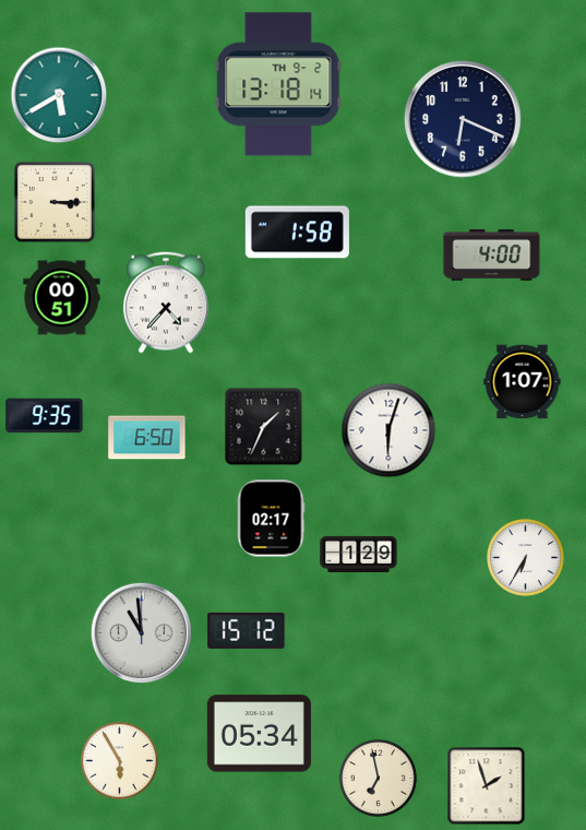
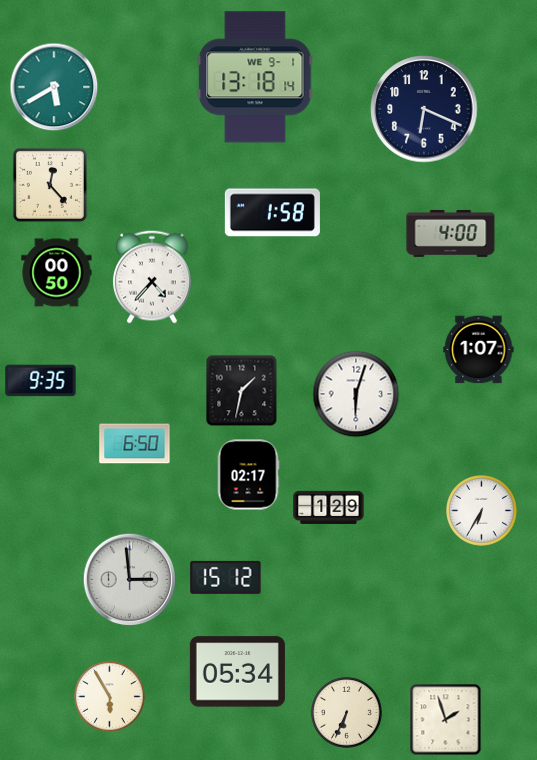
clock at (278, 84) date: TH 9-2 -> WE 9-1
clock at (55, 202): 3:15 -> 12:23
clock at (62, 298): 00:51 -> 00:50
clock at (264, 427): 1:34 -> 1:32
clock at (147, 438) position: (147, 438) -> (135, 444)
clock at (142, 633): 10:59 -> 2:59
clock at (379, 779): 6:58 -> 6:34
